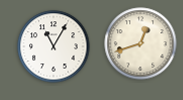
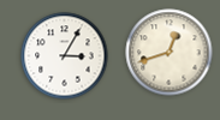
clock at (54, 47): 11:05 -> 3:05
